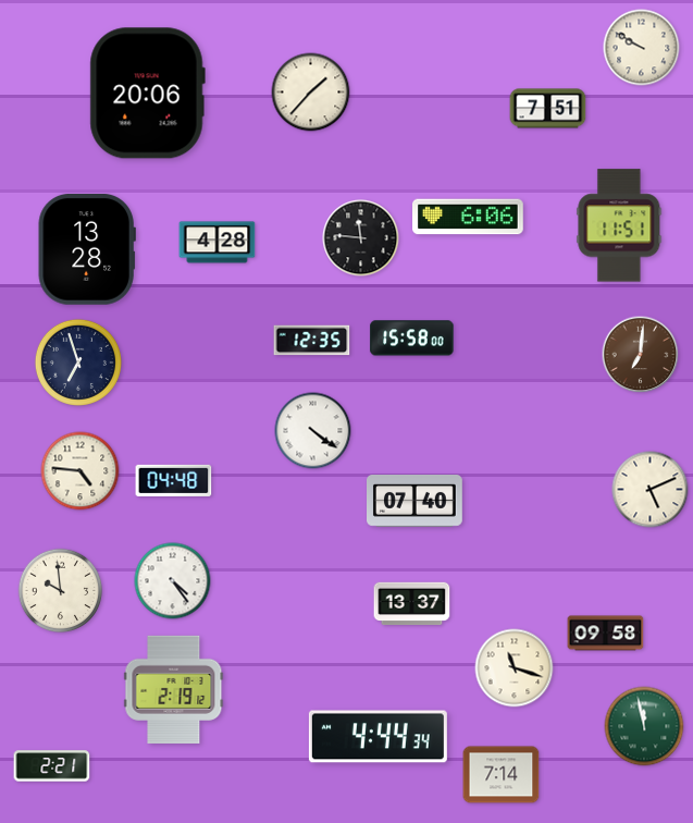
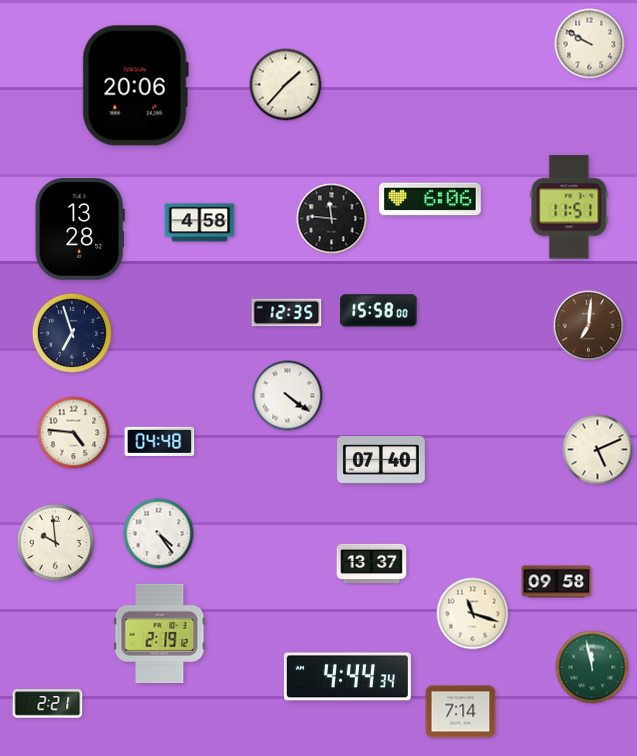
clock at (548, 109): 7:51 -> none
clock at (218, 243): 4:28 -> 4:58
clock at (412, 604) position: (412, 604) -> (372, 564)
